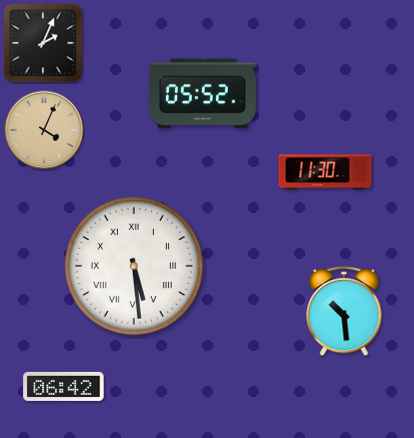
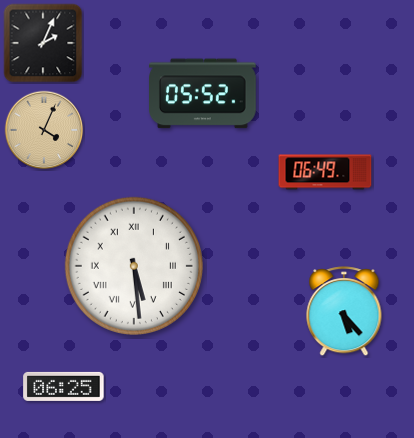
clock at (325, 172): 11:30 -> 06:49
clock at (344, 312): 10:29 -> 5:23
clock at (64, 386): 06:42 -> 06:25
